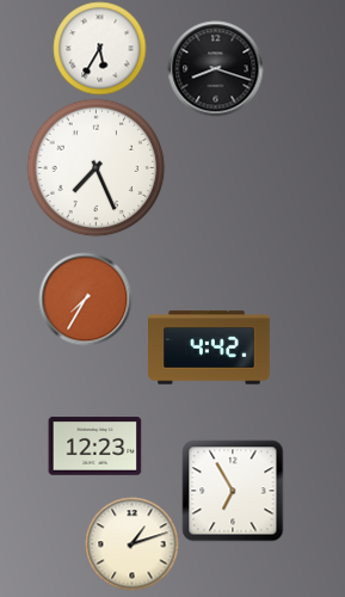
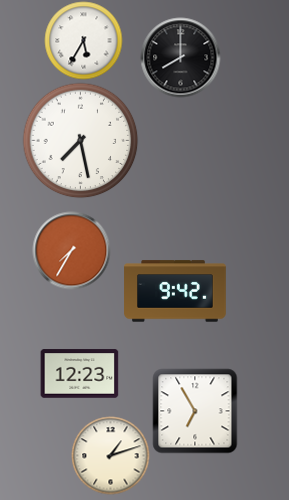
clock at (215, 68): 8:18 -> 8:00
clock at (96, 167): 7:26 -> 7:28
clock at (209, 347): 4:42 -> 9:42
